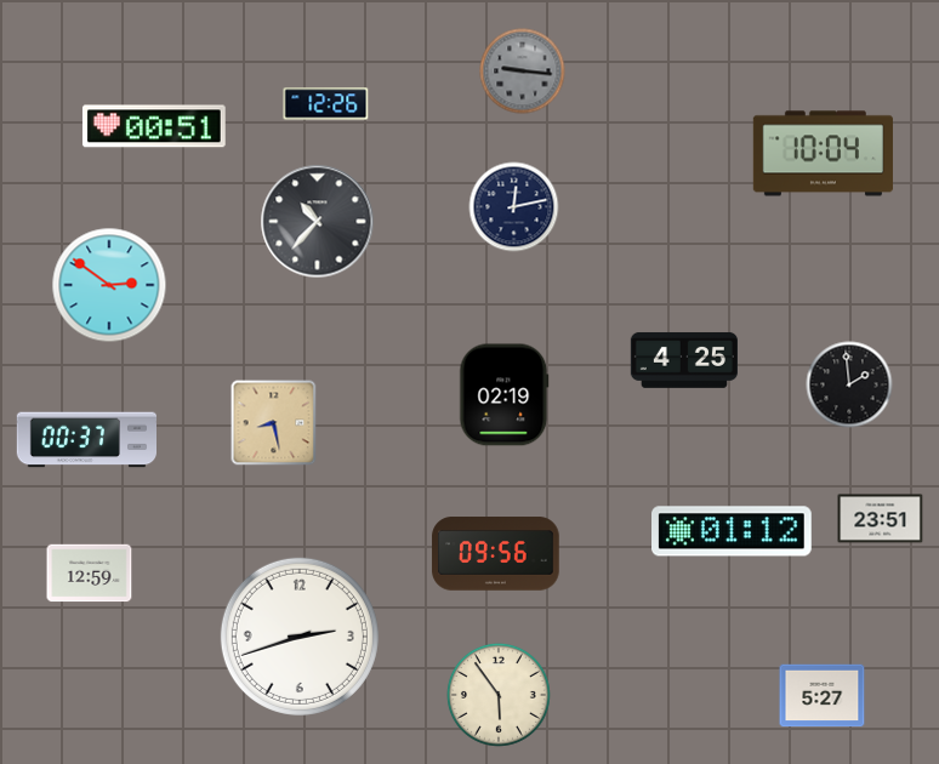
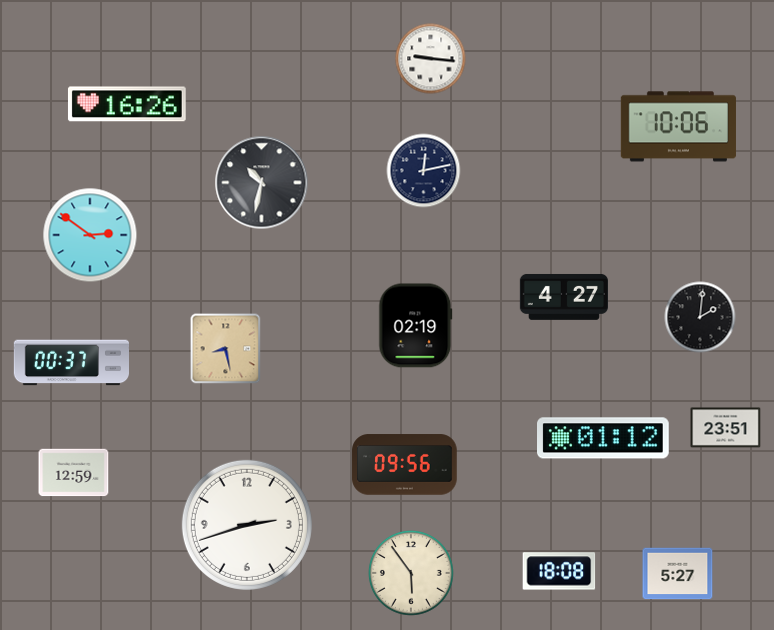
clock at (523, 72) dial: grey -> white
clock at (326, 104): 12:26 -> none
clock at (154, 126): 00:51 -> 16:26
clock at (823, 154): 10:04 -> 10:06
clock at (318, 222): 10:37 -> 10:32
clock at (684, 360): 4:25 -> 4:27
clock at (849, 384): 1:59 -> 2:01
clock at (496, 554) position: (496, 554) -> (405, 465)
clock at (559, 571): none -> 18:08
